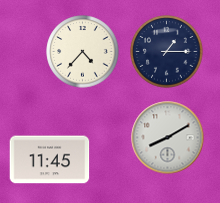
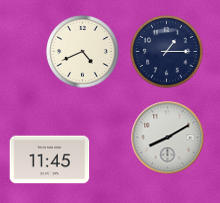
clock at (83, 52): 4:37 -> 4:41
